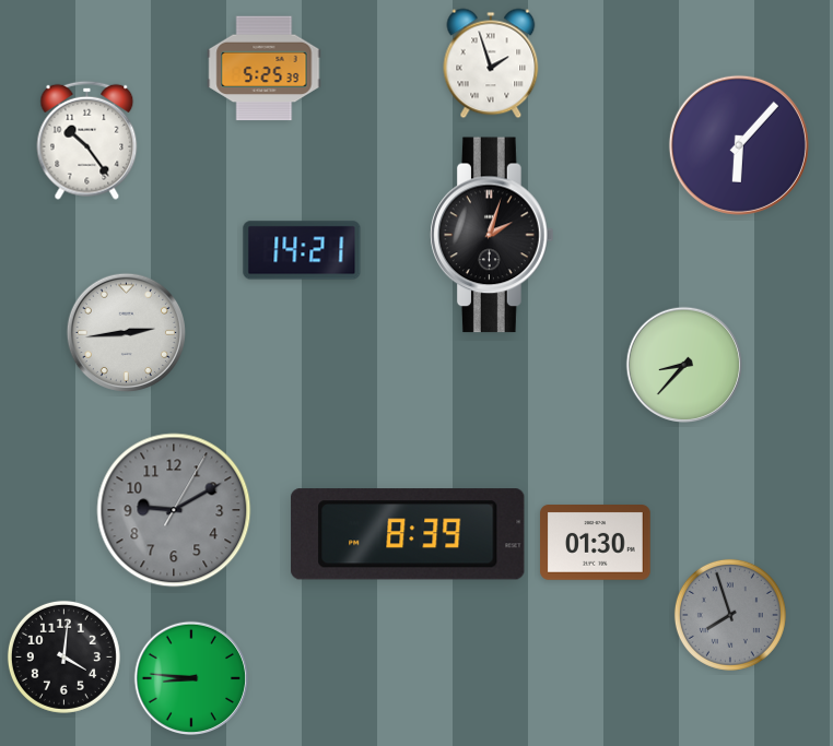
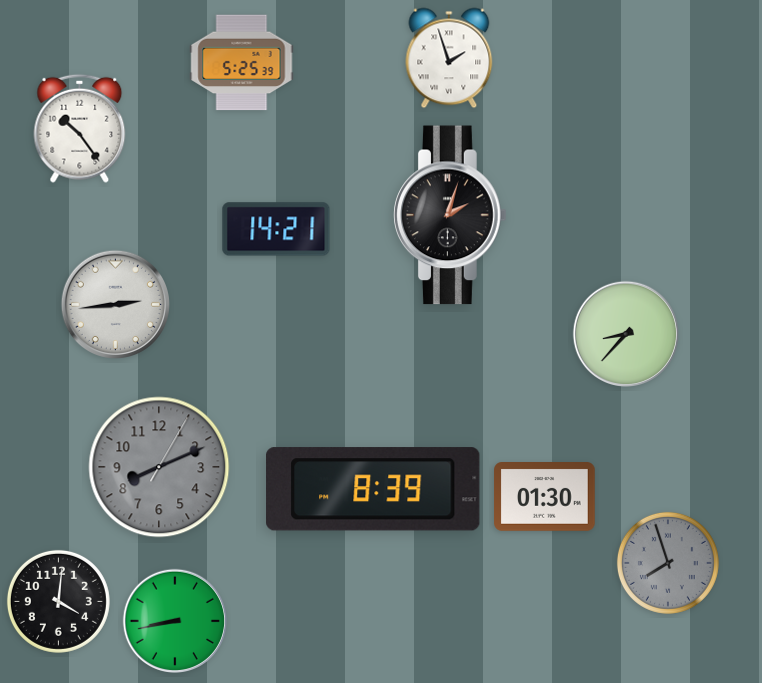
clock at (739, 145): 6:07 -> none
clock at (174, 510): 9:10 -> 8:11
clock at (190, 677): 8:46 -> 8:43
